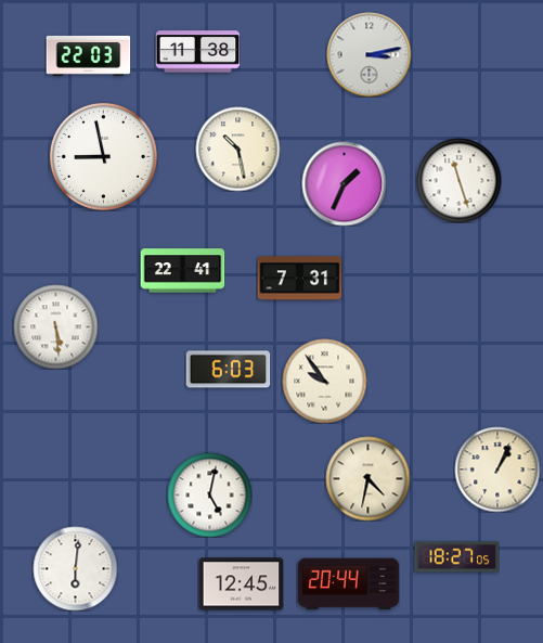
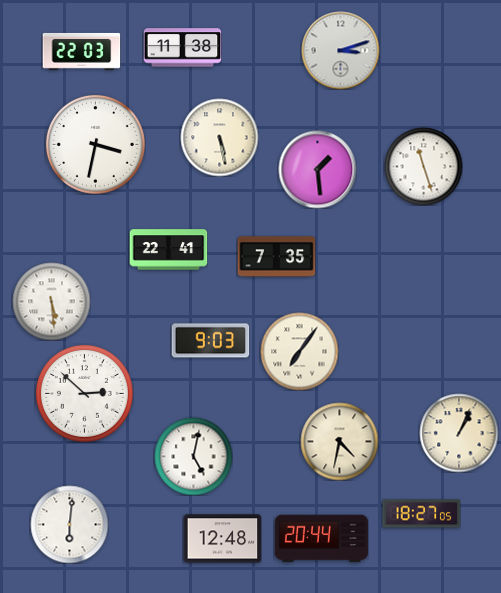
clock at (369, 54): 3:13 -> 3:12
clock at (237, 149): 10:28 -> 5:28
clock at (103, 156): 8:58 -> 3:32
clock at (344, 183): 1:34 -> 1:29
clock at (299, 279): 7:31 -> 7:35
clock at (228, 370): 6:03 -> 9:03
clock at (324, 381): 9:54 -> 7:06
clock at (84, 393): none -> 2:52
clock at (241, 584): 12:45 -> 12:48
